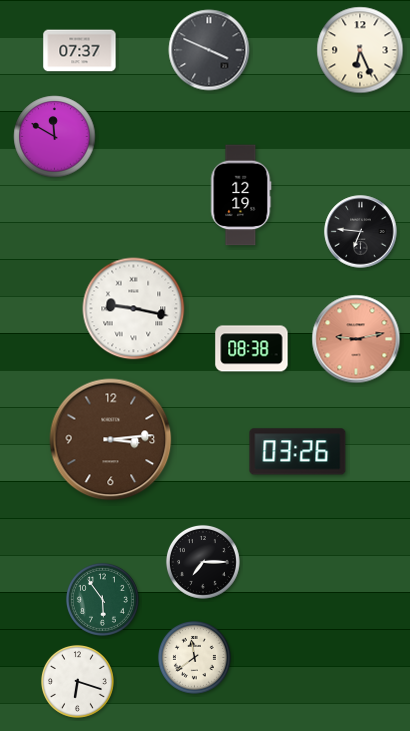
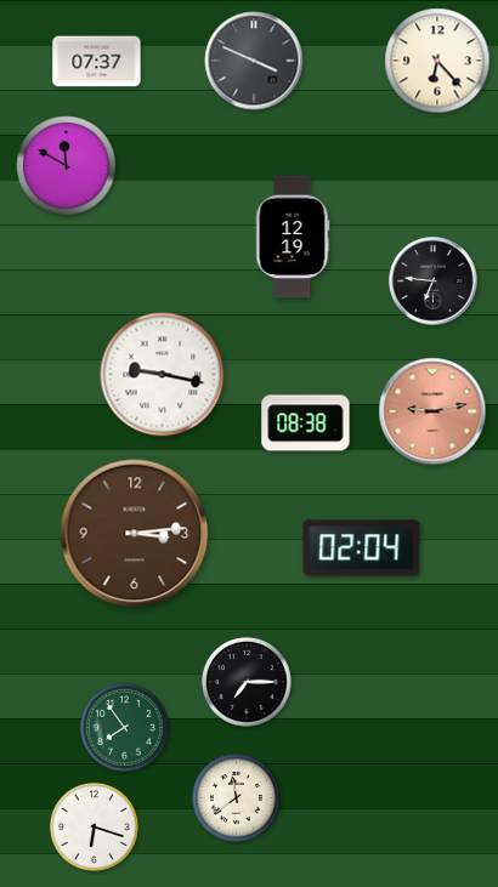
clock at (360, 50): 6:26 -> 6:23
clock at (361, 232) position: (361, 232) -> (434, 282)
clock at (298, 452): 03:26 -> 02:04
clock at (102, 599): 5:54 -> 7:54
